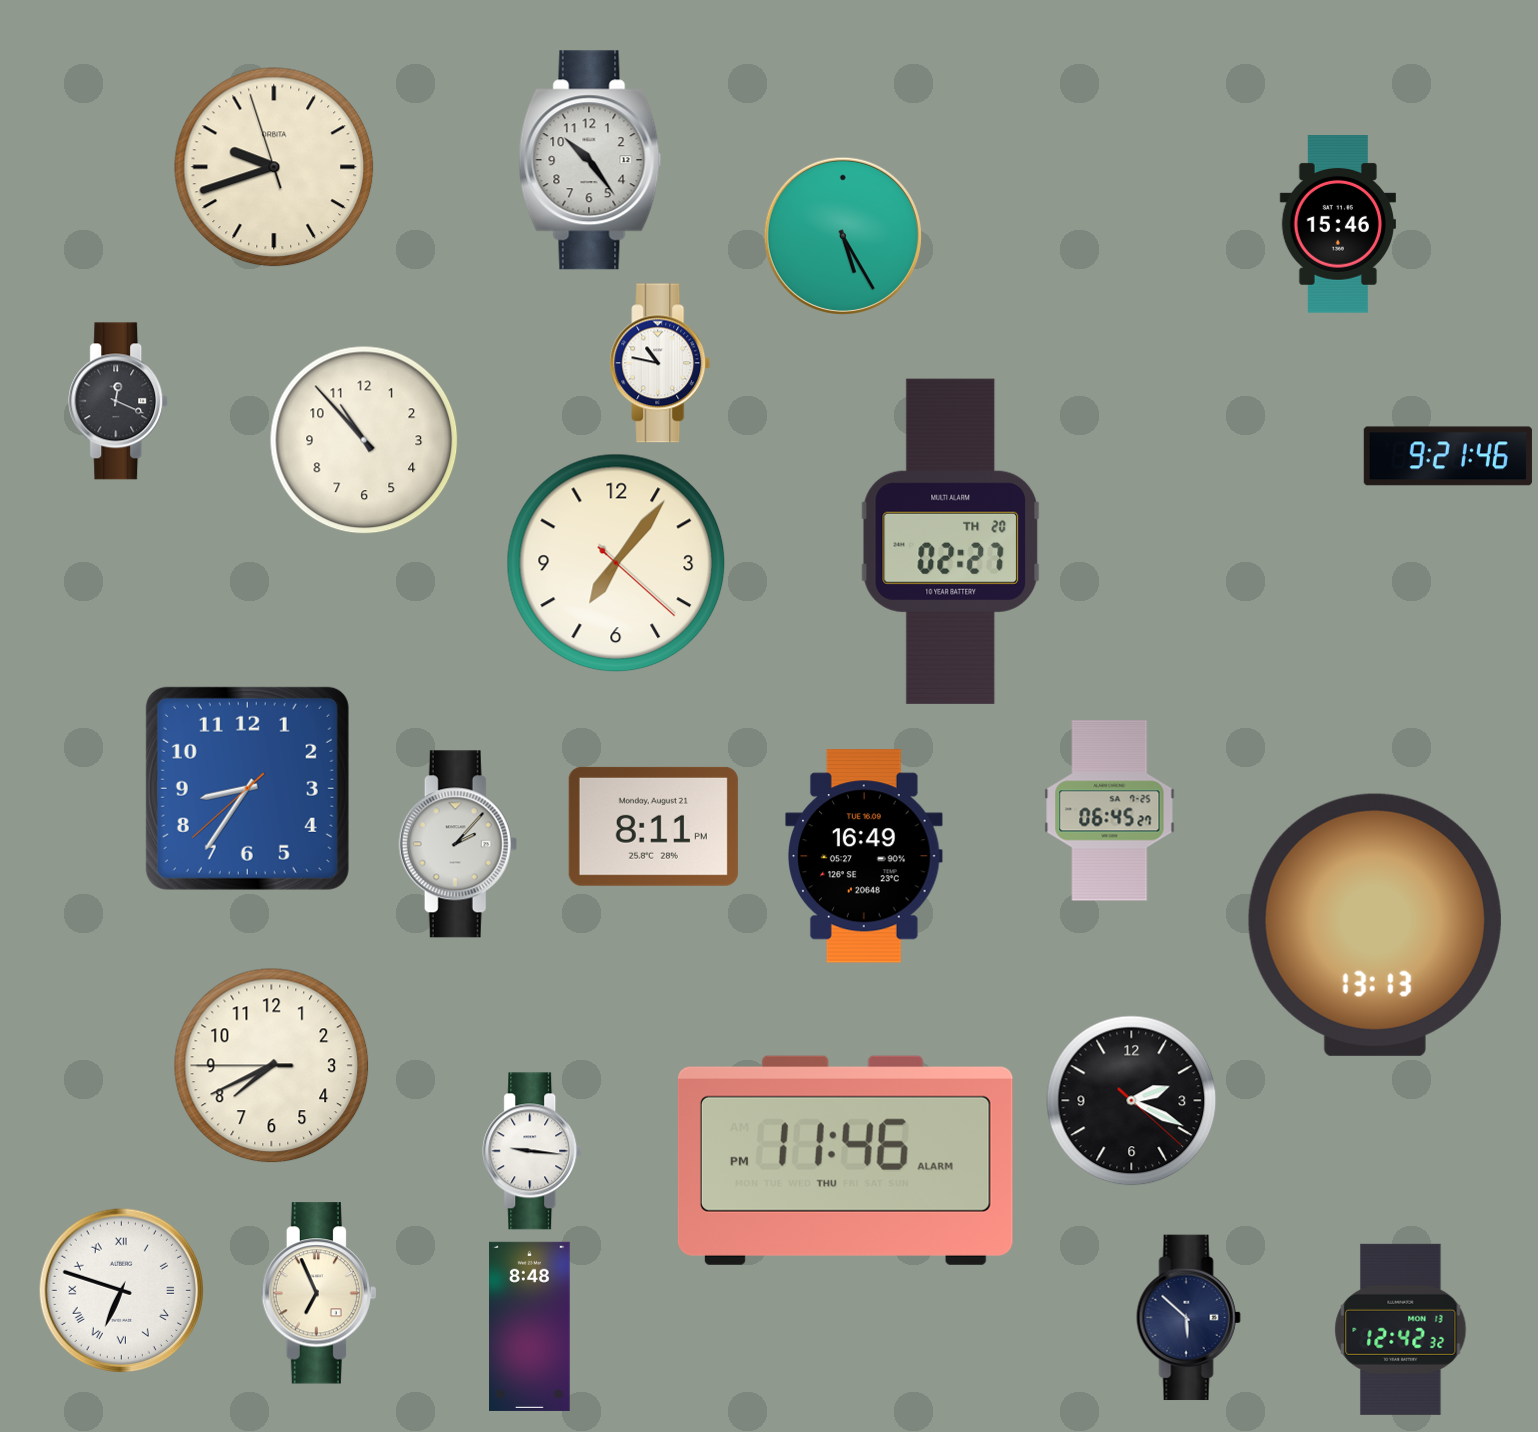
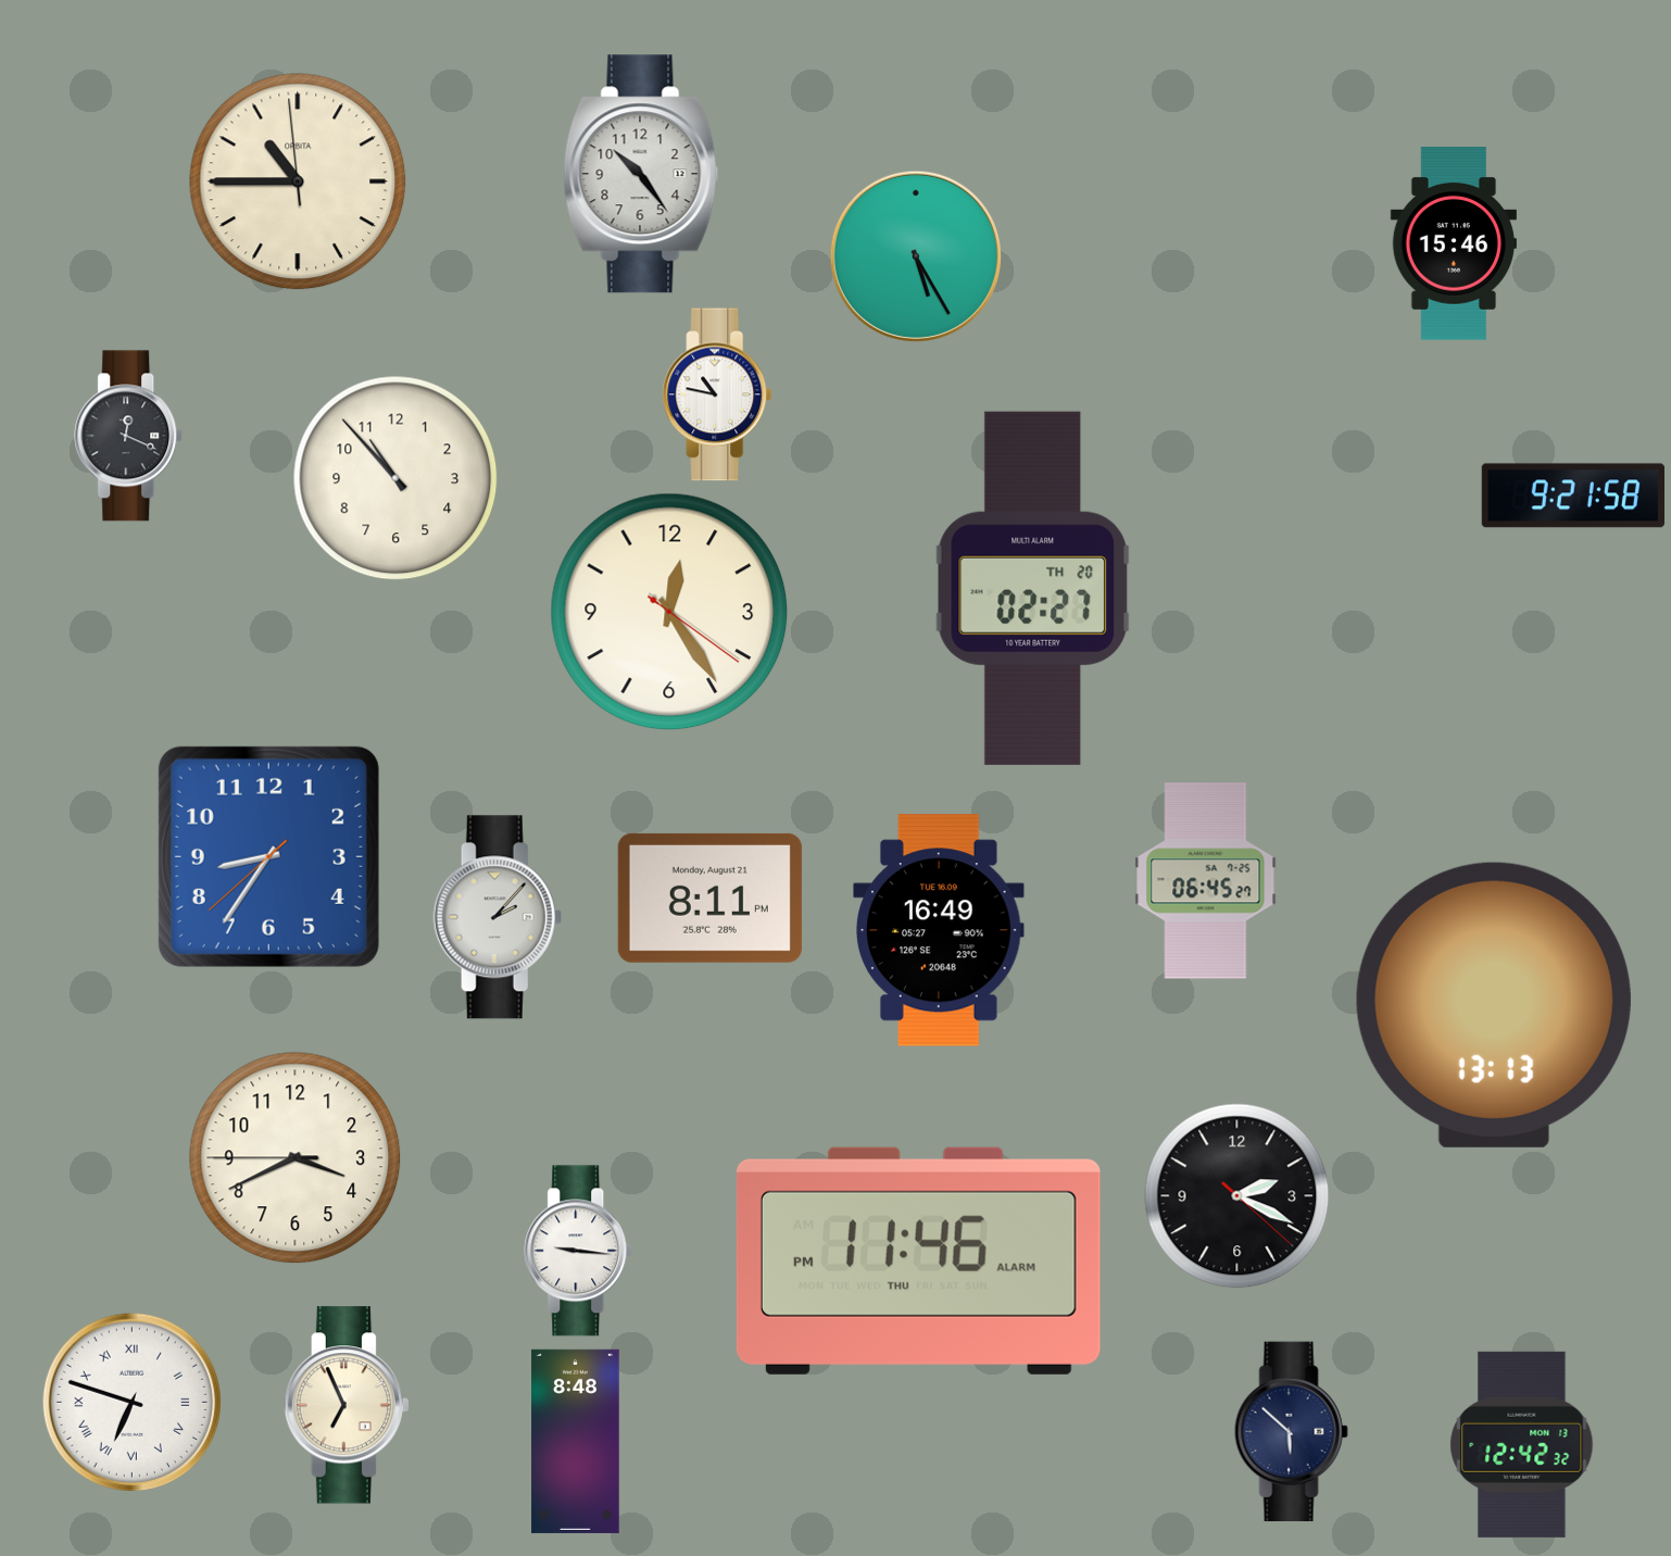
clock at (274, 167): 9:41 -> 10:44
clock at (1448, 456): 9:21:46 -> 9:21:58
clock at (616, 563): 7:06 -> 12:24
clock at (272, 1066): 7:40 -> 3:40
clock at (1132, 1101) position: (1132, 1101) -> (1237, 1196)
